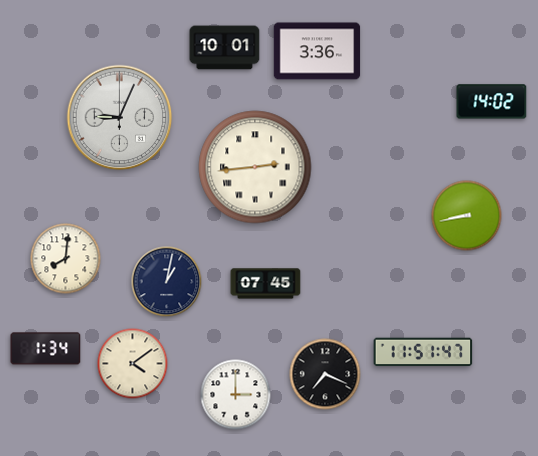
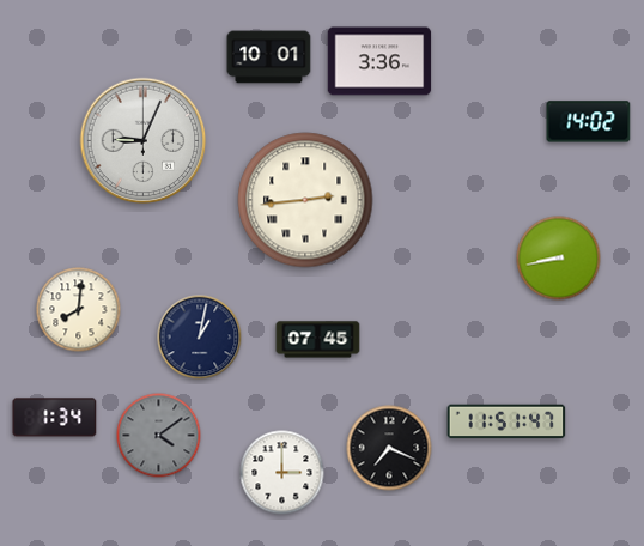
clock at (133, 364) dial: cream -> grey
